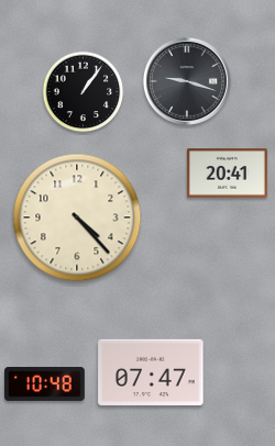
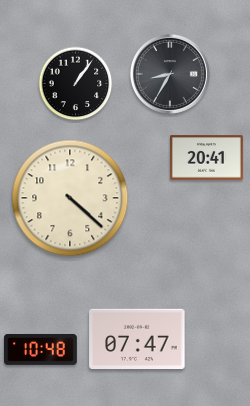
clock at (187, 81): 9:18 -> 8:35
clock at (77, 218): 4:23 -> 4:22
